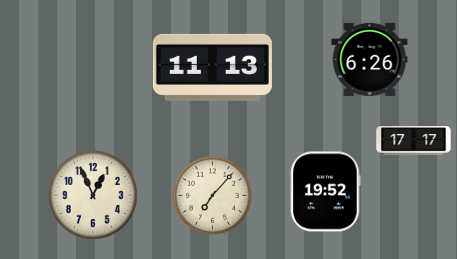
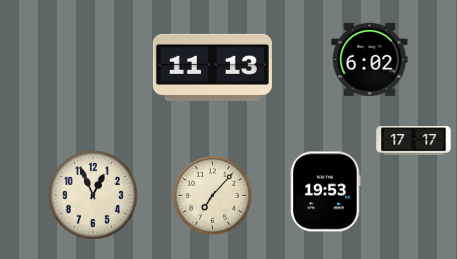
clock at (370, 59): 6:26 -> 6:02
clock at (326, 192): 19:52 -> 19:53
